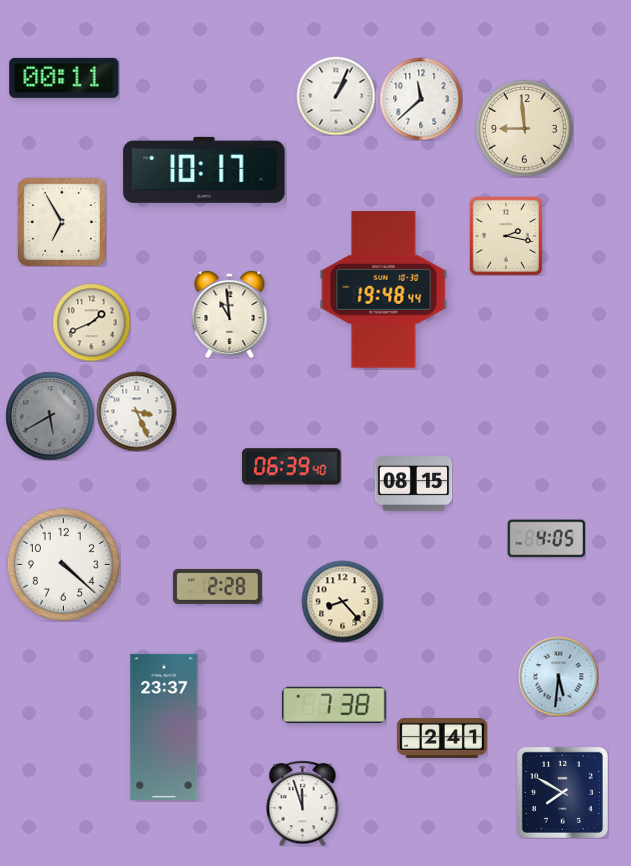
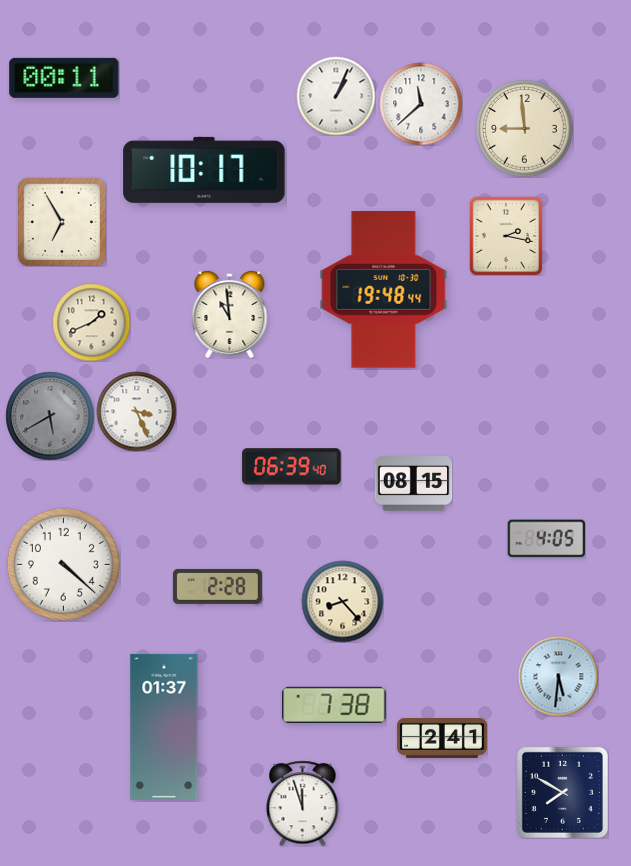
clock at (421, 99) position: (421, 99) -> (421, 104)
clock at (164, 727): 23:37 -> 01:37
